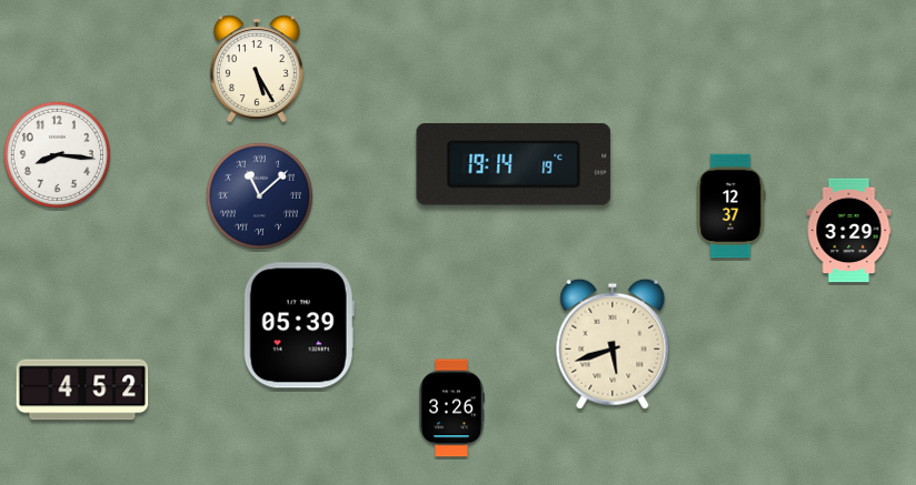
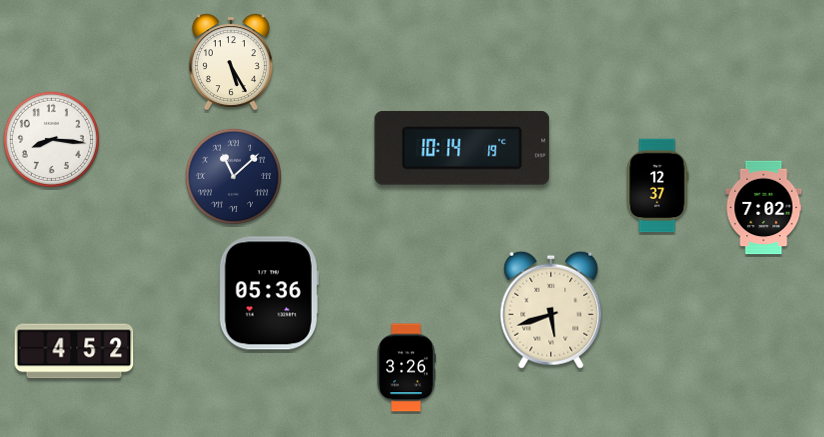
clock at (514, 164): 19:14 -> 10:14
clock at (849, 231): 3:29 -> 7:02
clock at (299, 325): 05:39 -> 05:36
